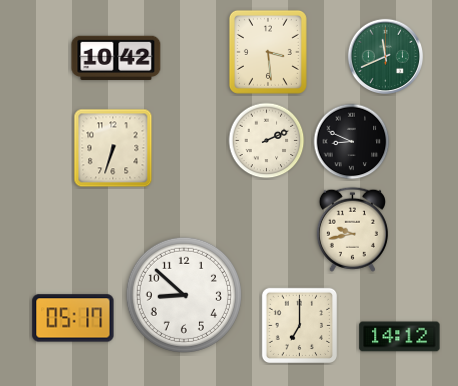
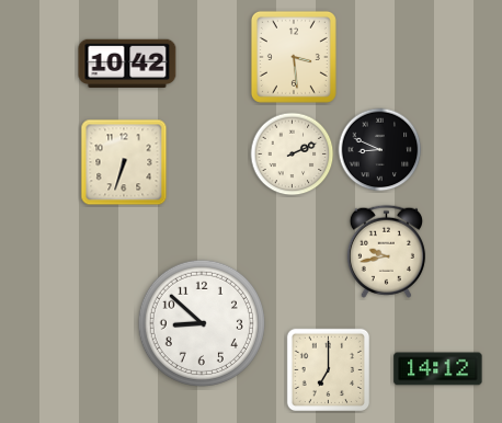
clock at (385, 56): 11:41 -> none
clock at (352, 142) position: (352, 142) -> (380, 150)
clock at (73, 318): 05:17 -> none
clock at (299, 325) position: (299, 325) -> (328, 369)
